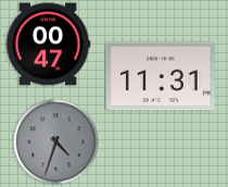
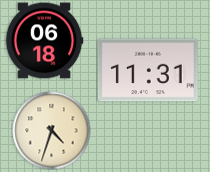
clock at (48, 45): 00:47 -> 06:18
clock at (55, 141) dial: grey -> cream
